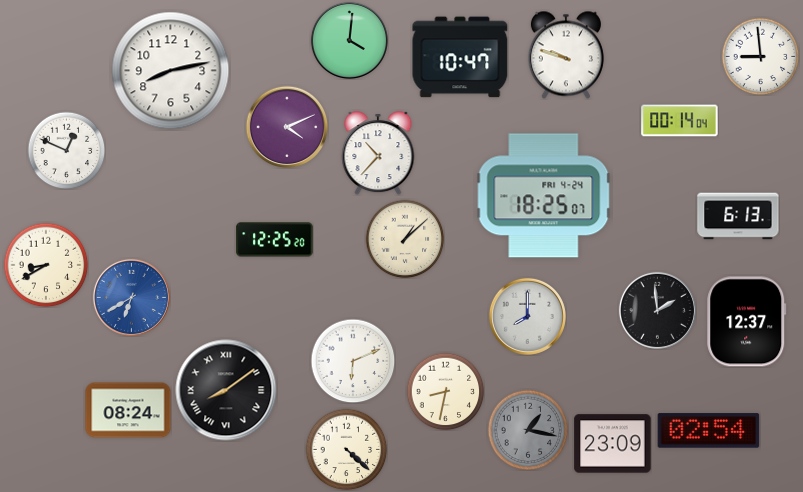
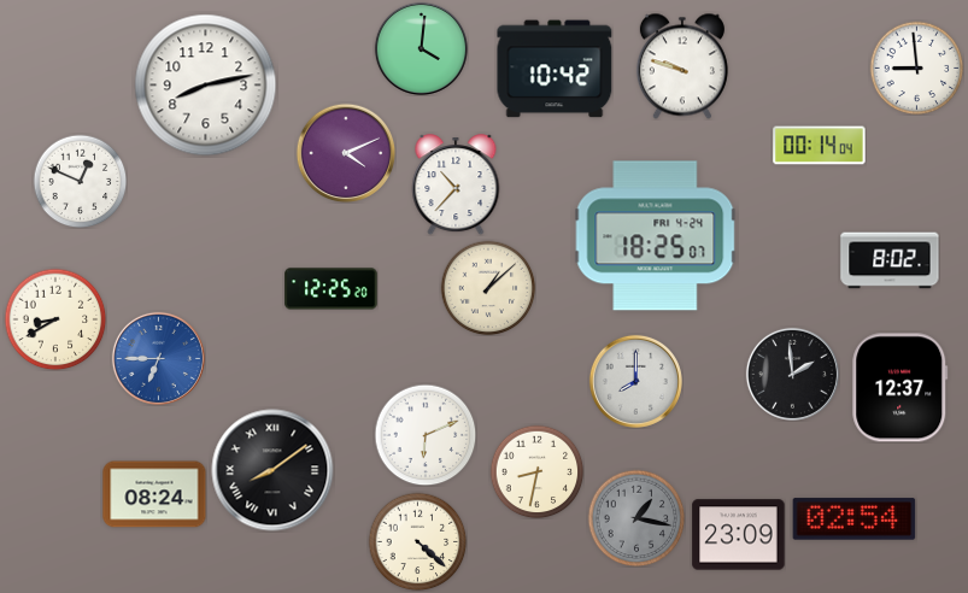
clock at (460, 57): 10:47 -> 10:42
clock at (738, 216): 6:13 -> 8:02
clock at (131, 297): 6:40 -> 6:45
